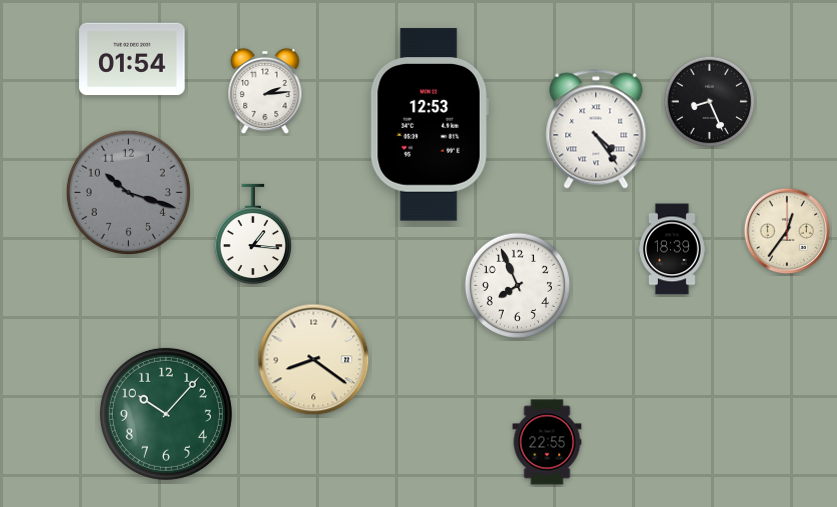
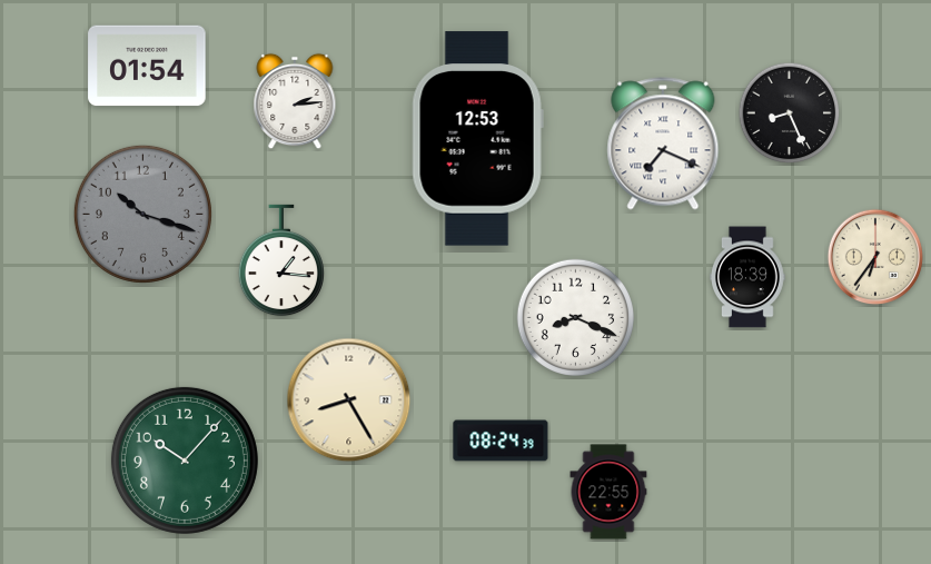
clock at (596, 129): 4:24 -> 7:19
clock at (787, 231): 12:36 -> 6:36
clock at (517, 285): 7:56 -> 8:19
clock at (314, 360): 8:21 -> 8:25
clock at (501, 441): none -> 08:24
